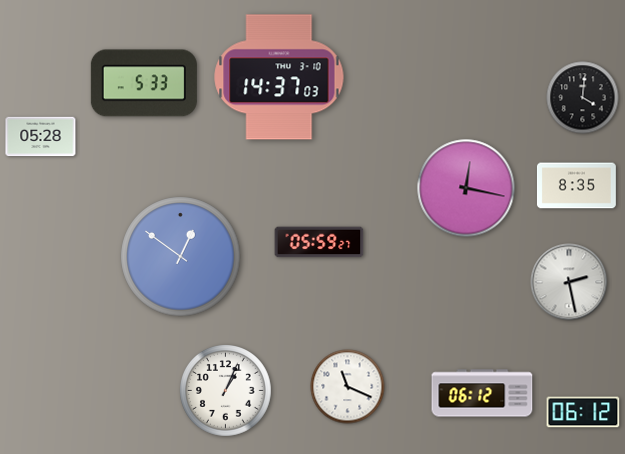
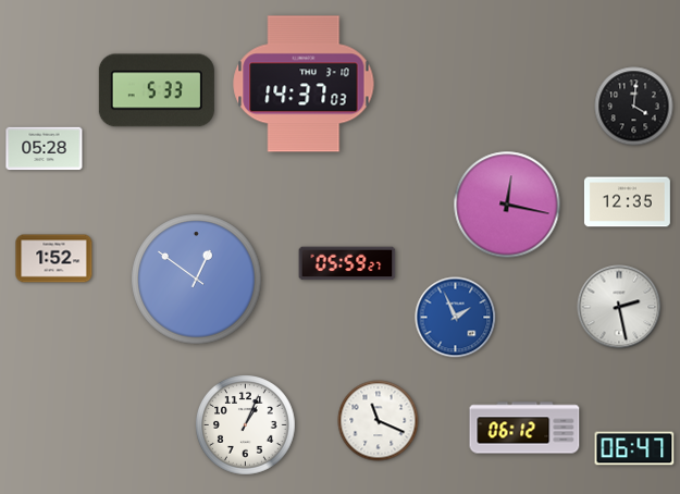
clock at (576, 186): 8:35 -> 12:35
clock at (54, 259): none -> 1:52
clock at (456, 318): none -> 1:56
clock at (583, 412): 06:12 -> 06:47
